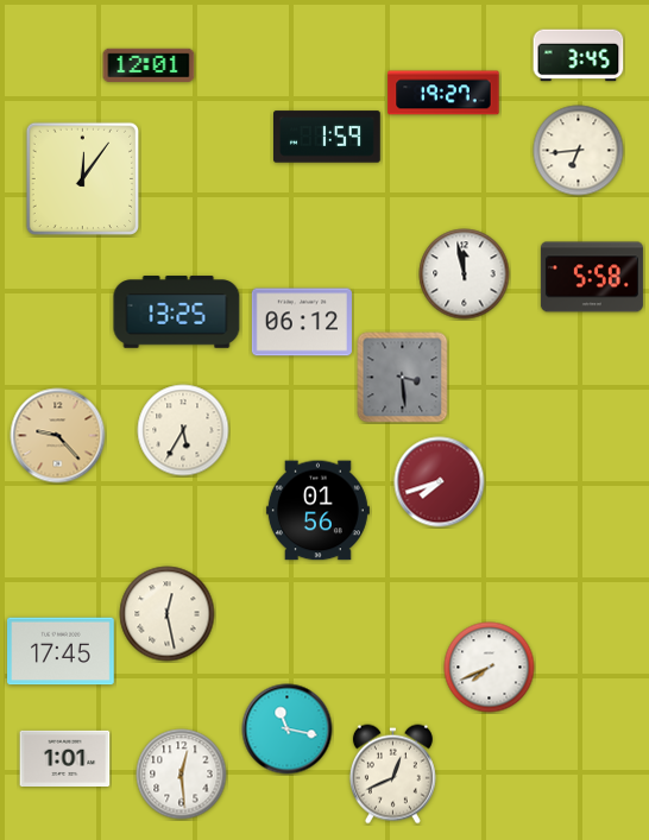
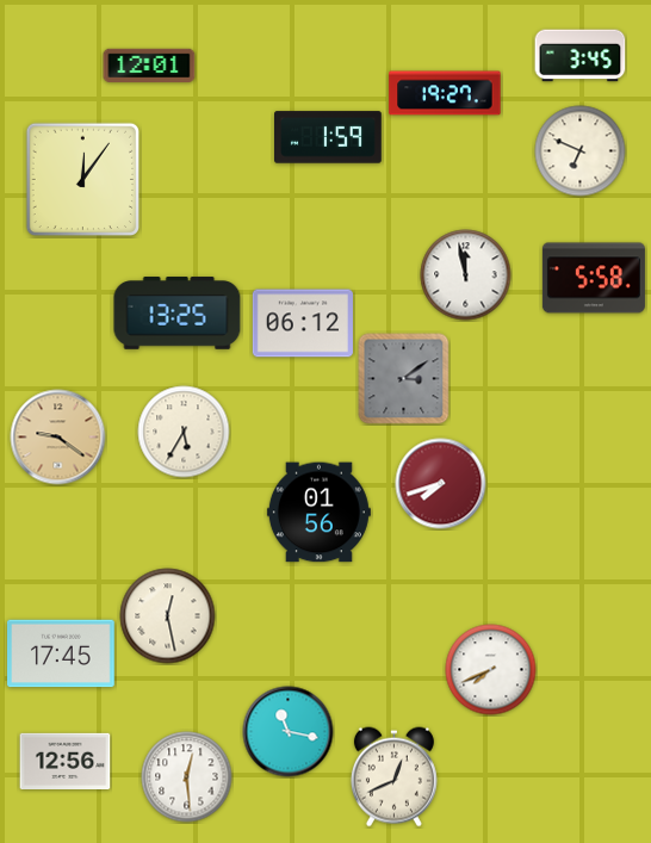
clock at (579, 151): 6:44 -> 6:49
clock at (403, 378): 3:29 -> 3:09
clock at (58, 436): 9:23 -> 9:21
clock at (65, 758): 1:01 -> 12:56
clock at (182, 775) position: (182, 775) -> (187, 777)
